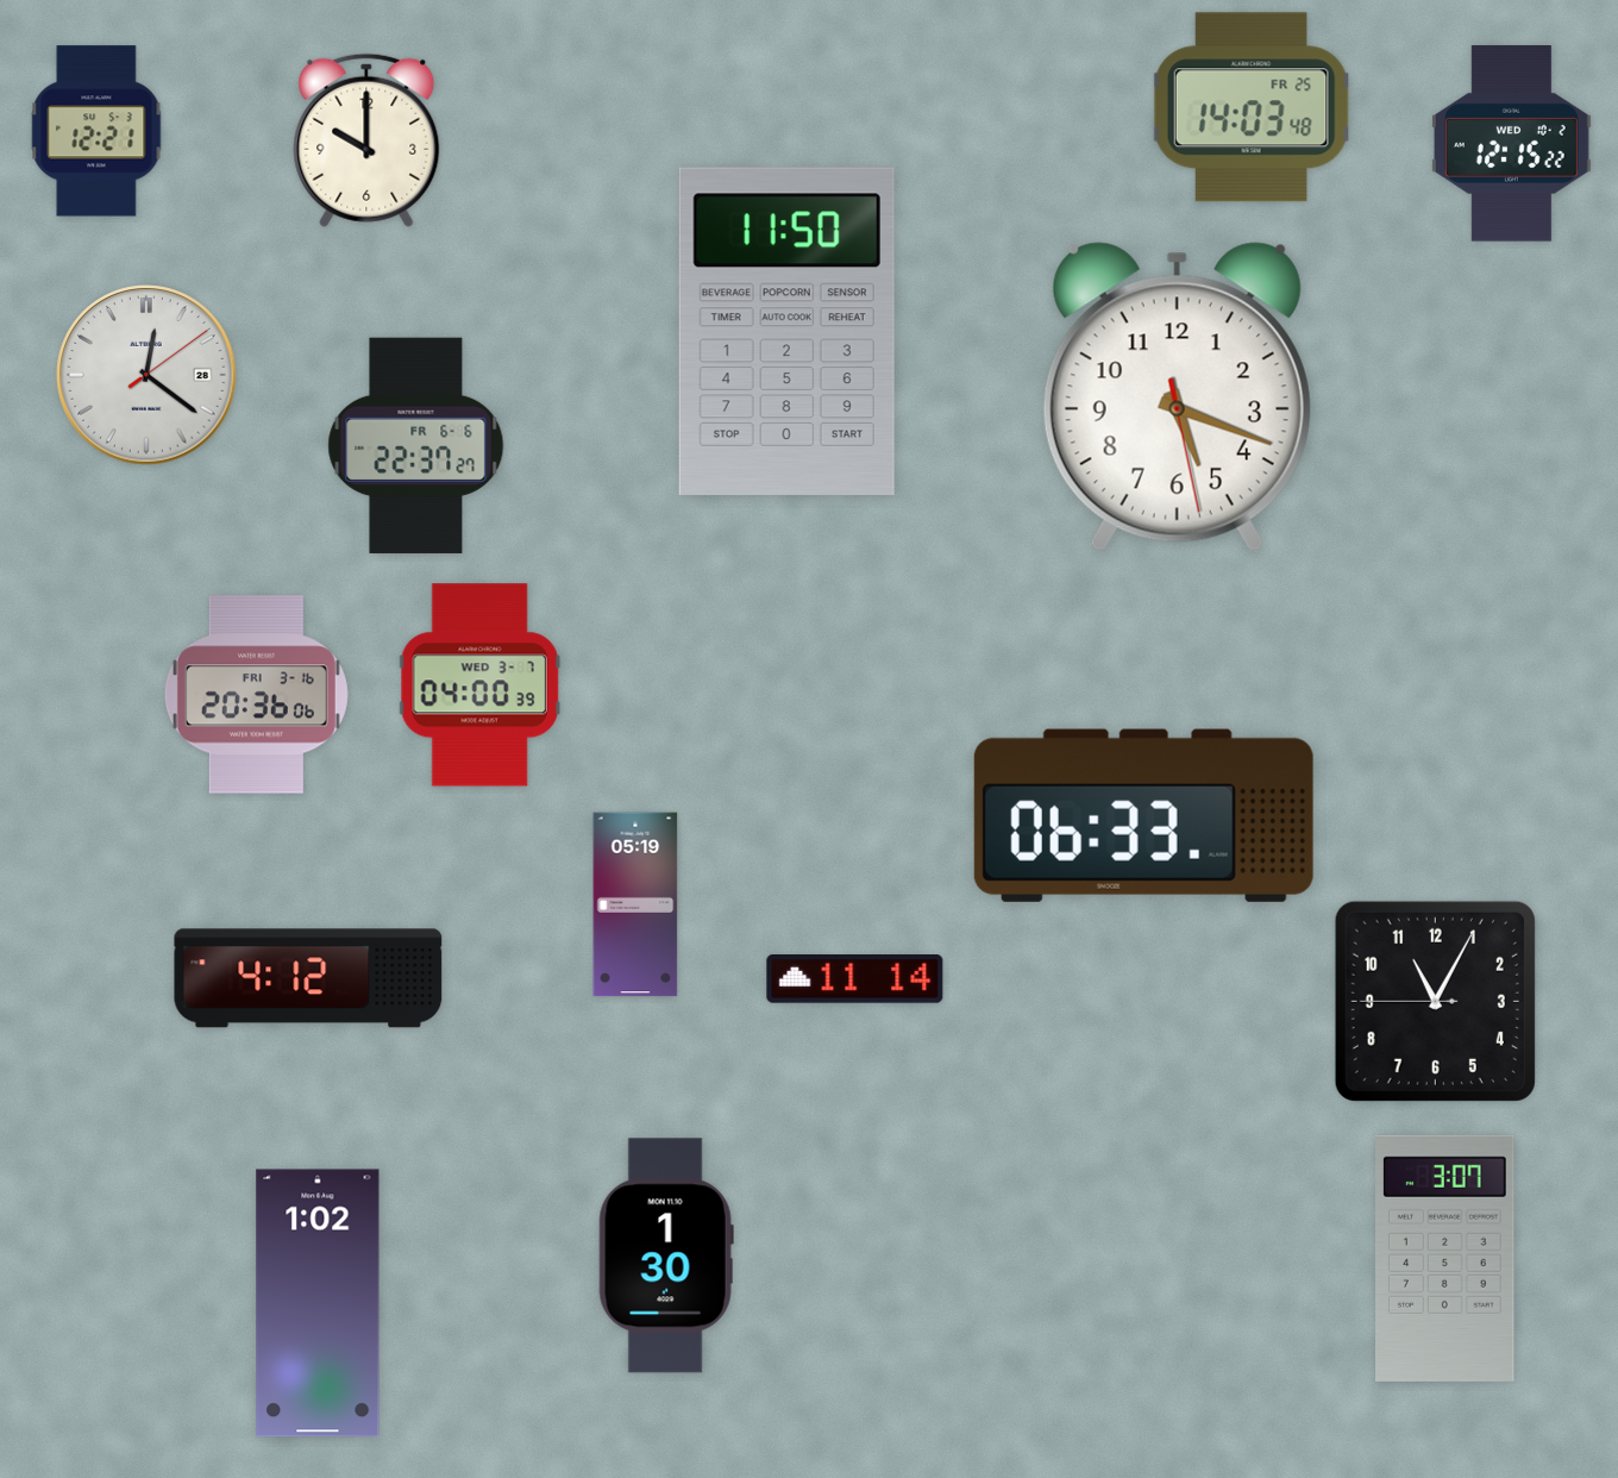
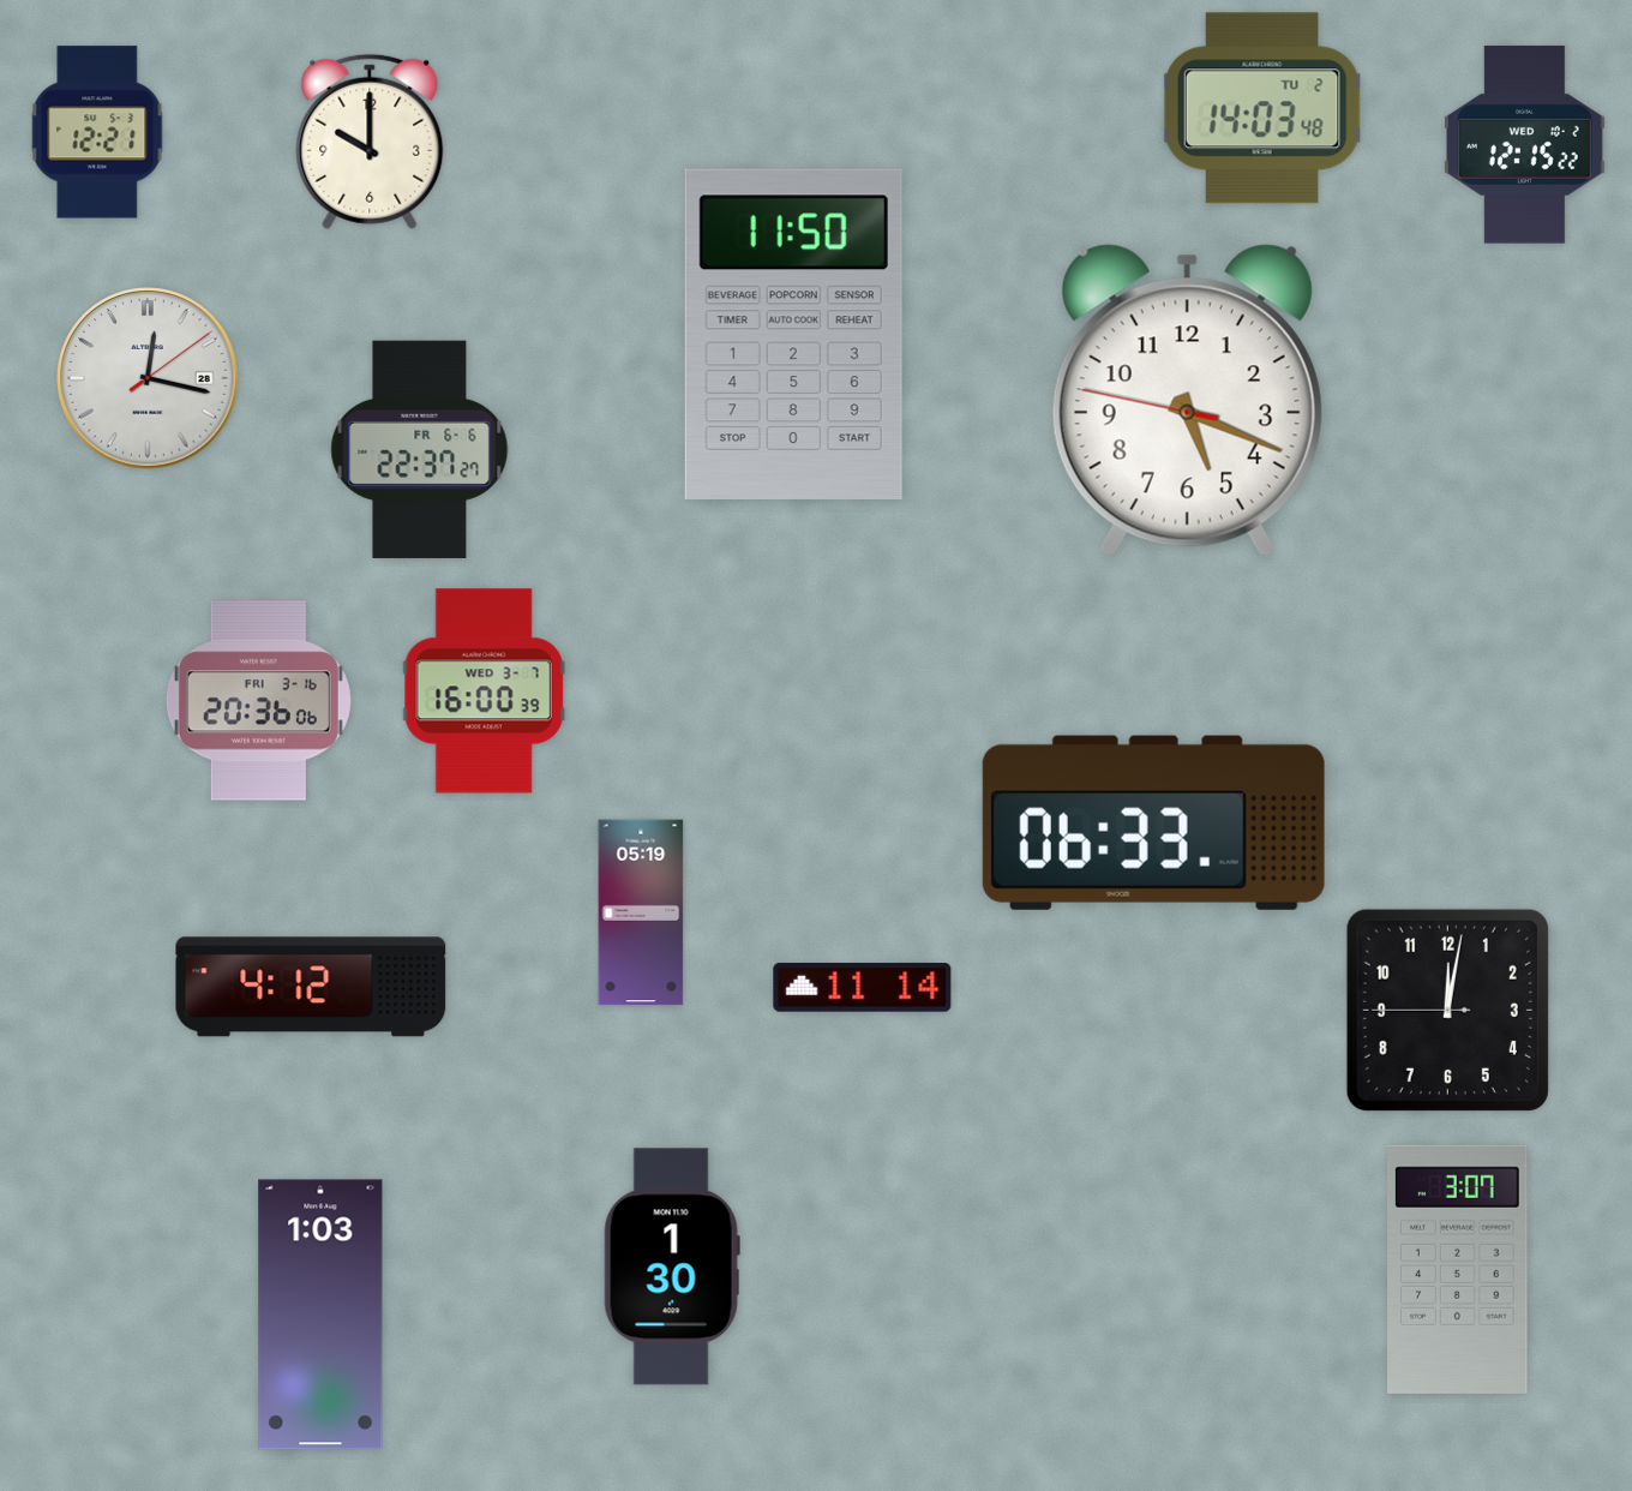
clock at (1252, 107) date: FR 25 -> TU 2
clock at (146, 375): 12:21 -> 12:17
clock at (1177, 397): 5:18:28 -> 5:18:47
clock at (479, 685): 04:00 -> 16:00
clock at (1435, 1001): 11:04 -> 12:01
clock at (318, 1303): 1:02 -> 1:03
